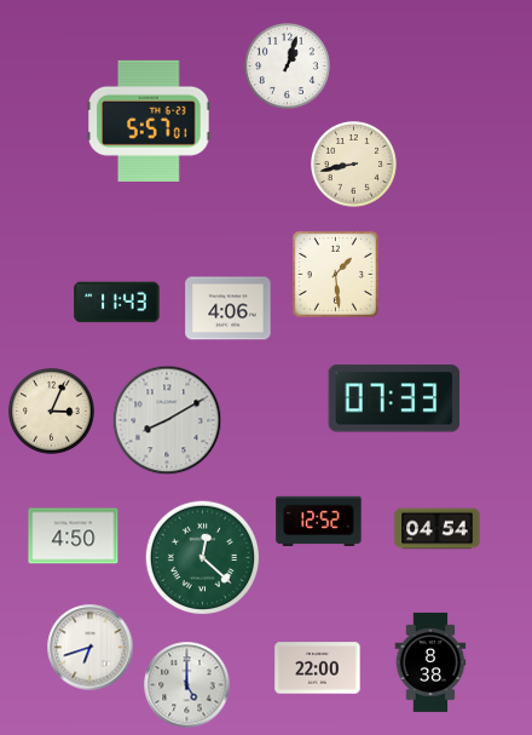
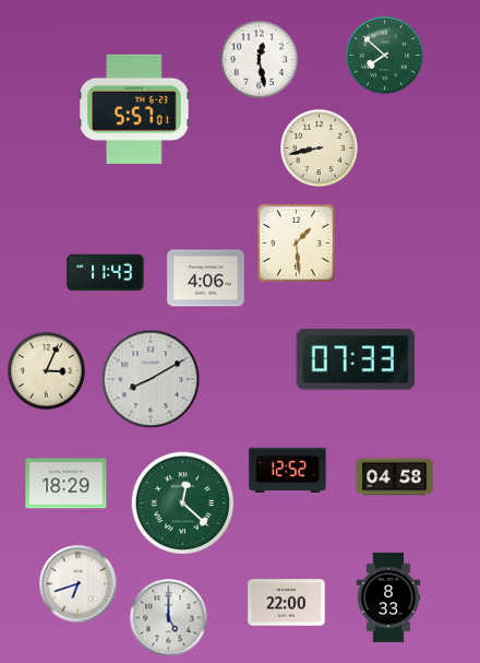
clock at (384, 55): none -> 7:52
clock at (287, 65): 1:03 -> 12:28
clock at (335, 274) position: (335, 274) -> (296, 242)
clock at (438, 529): 04:54 -> 04:58
clock at (74, 536): 4:50 -> 18:29
clock at (91, 648) position: (91, 648) -> (79, 584)
clock at (430, 662): 8:38 -> 8:33
